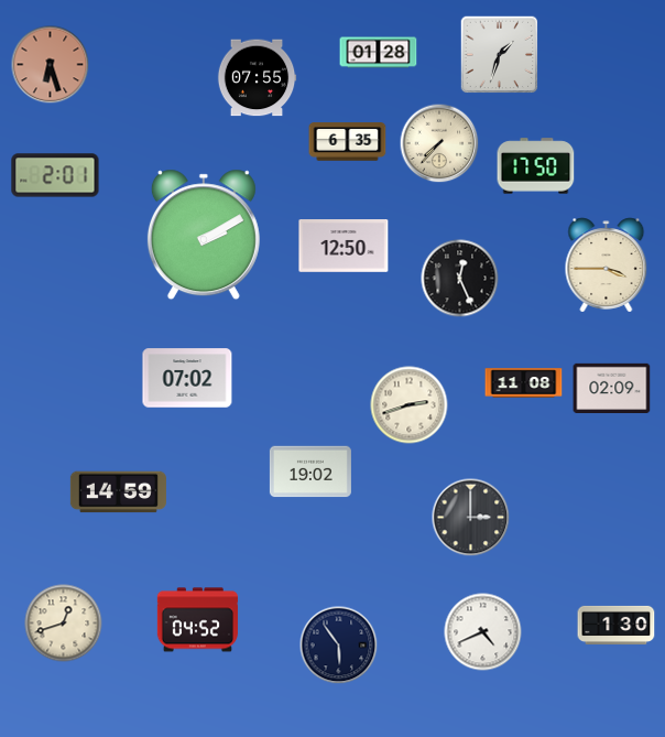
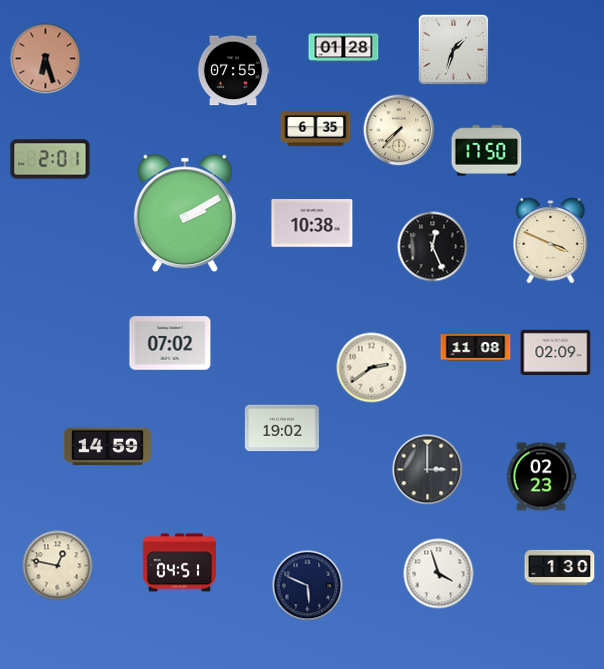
clock at (344, 247): 12:50 -> 10:38
clock at (607, 265): 3:45 -> 3:49
clock at (460, 279) position: (460, 279) -> (433, 247)
clock at (410, 405): 2:42 -> 2:39
clock at (541, 477): none -> 02:23
clock at (197, 620): 04:52 -> 04:51
clock at (64, 624): 12:42 -> 12:47
clock at (483, 632): 4:41 -> 3:57
clock at (339, 646): 5:54 -> 5:49
